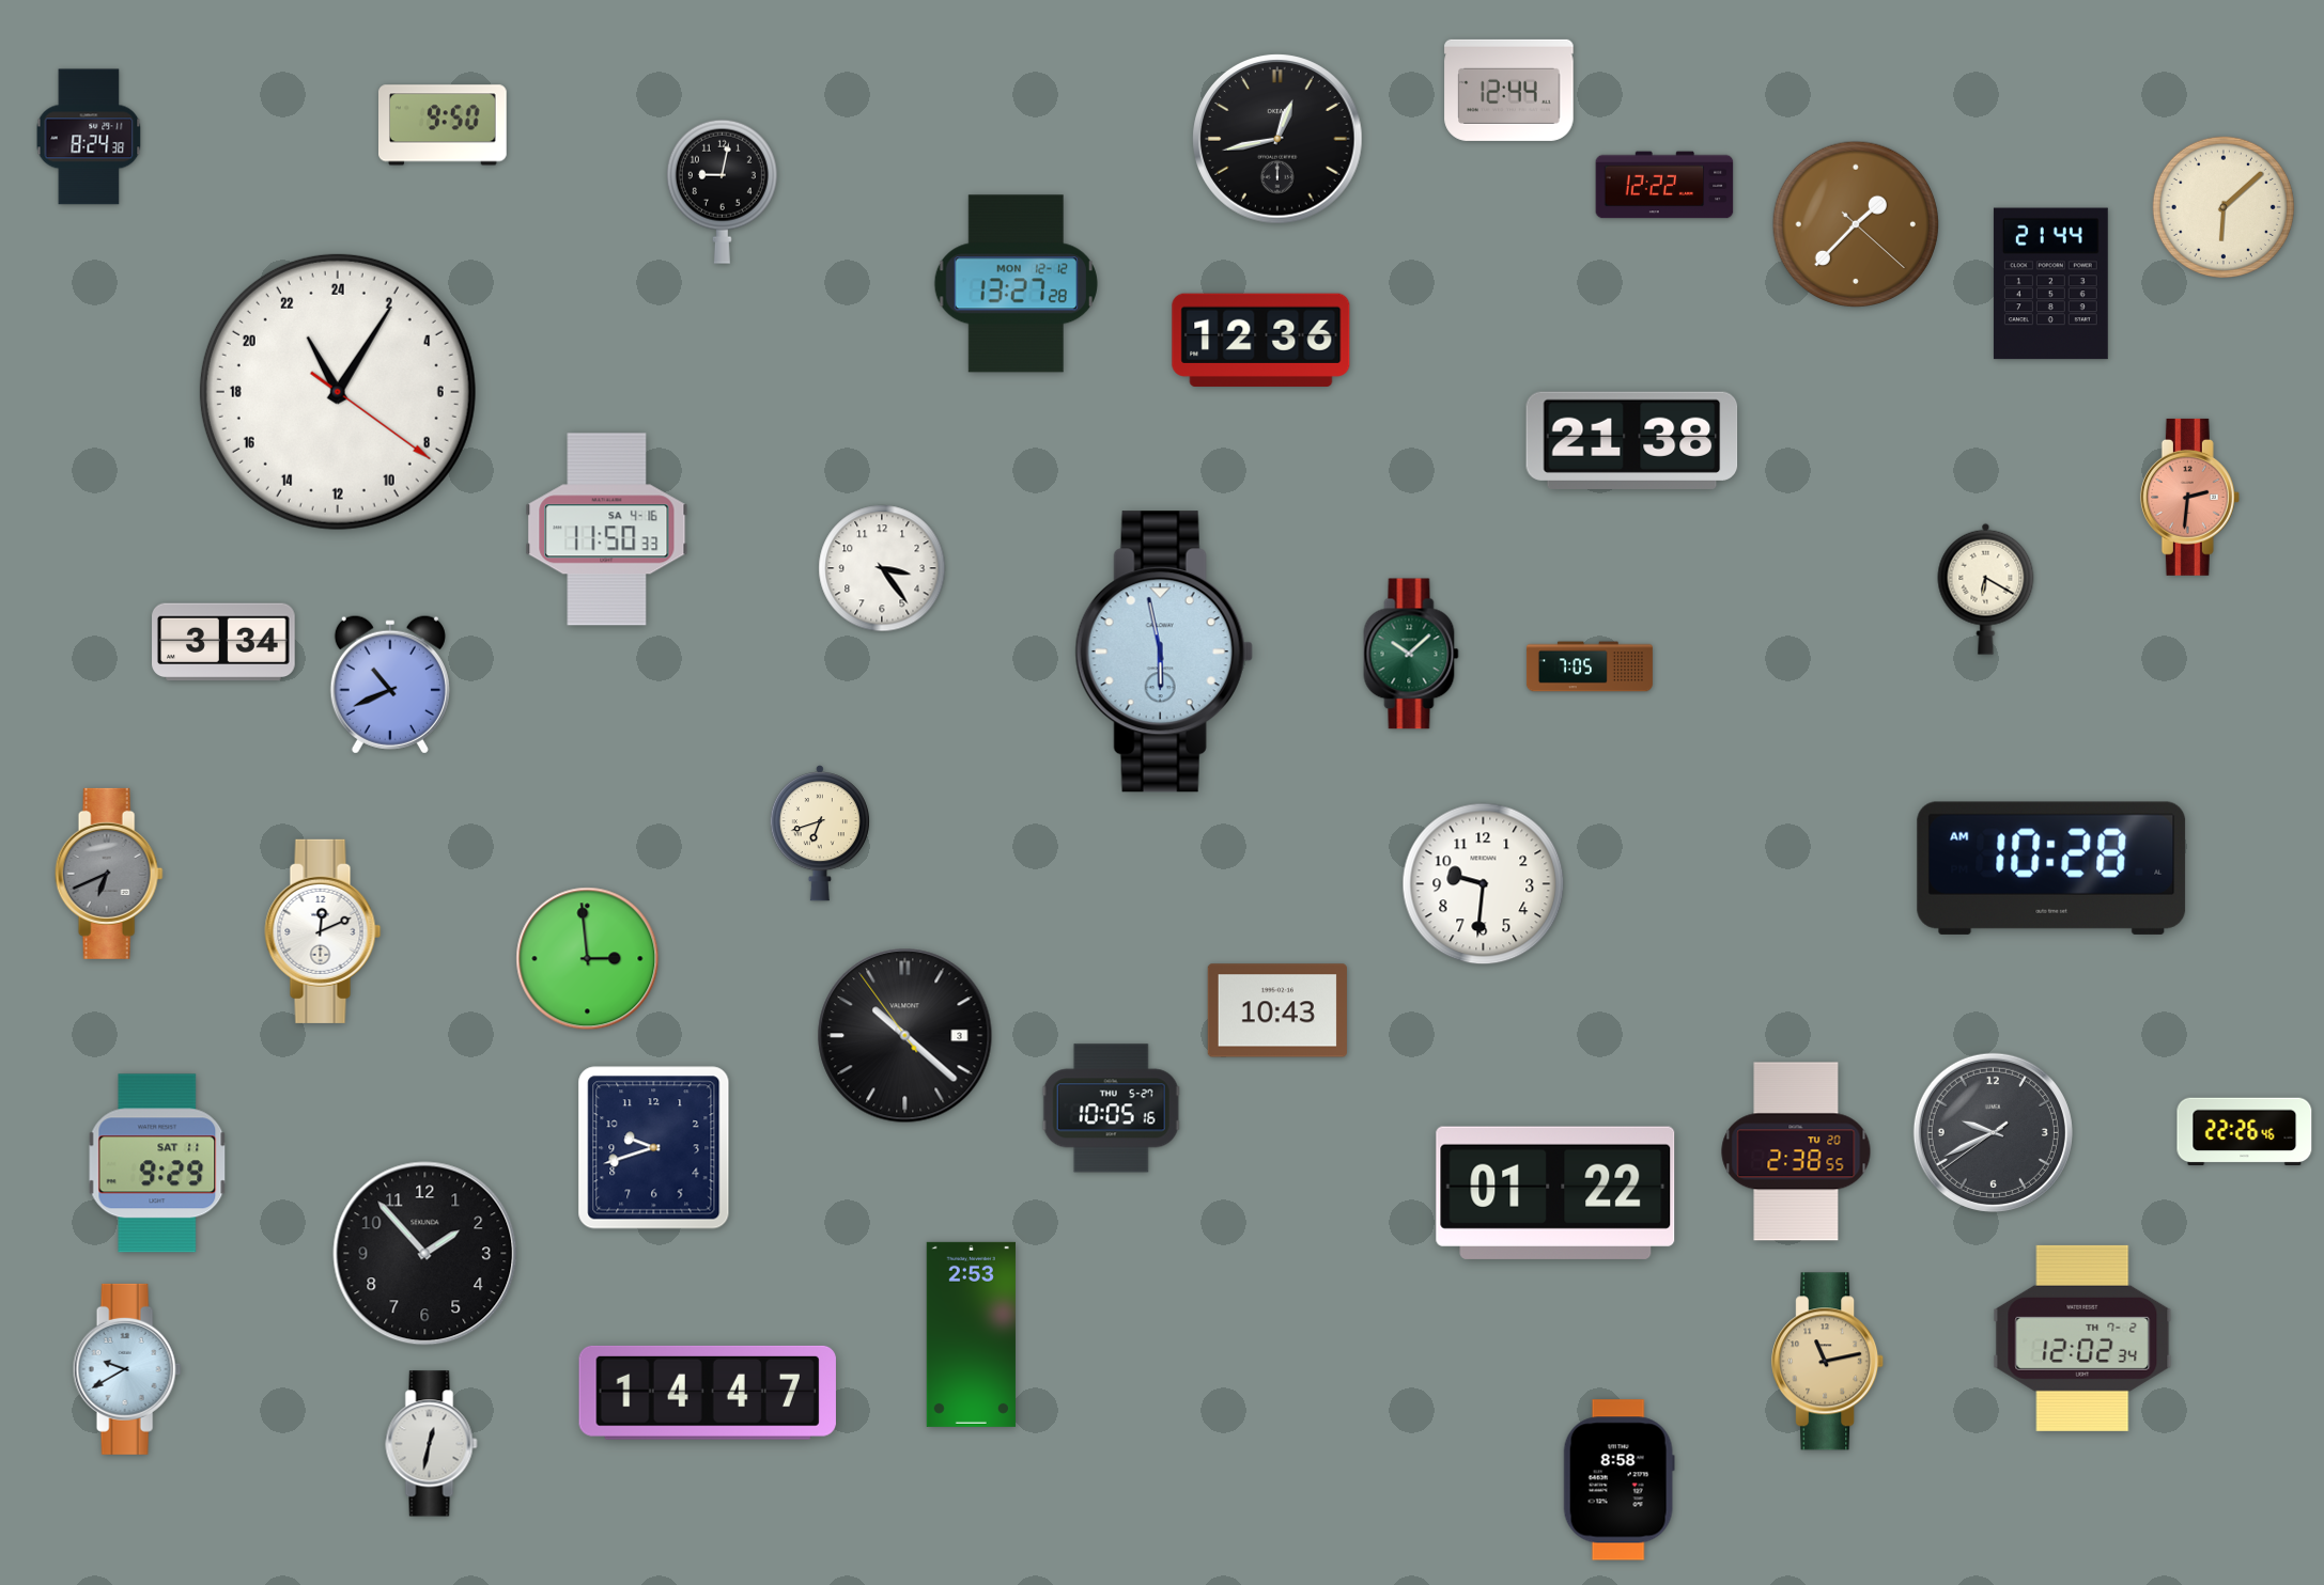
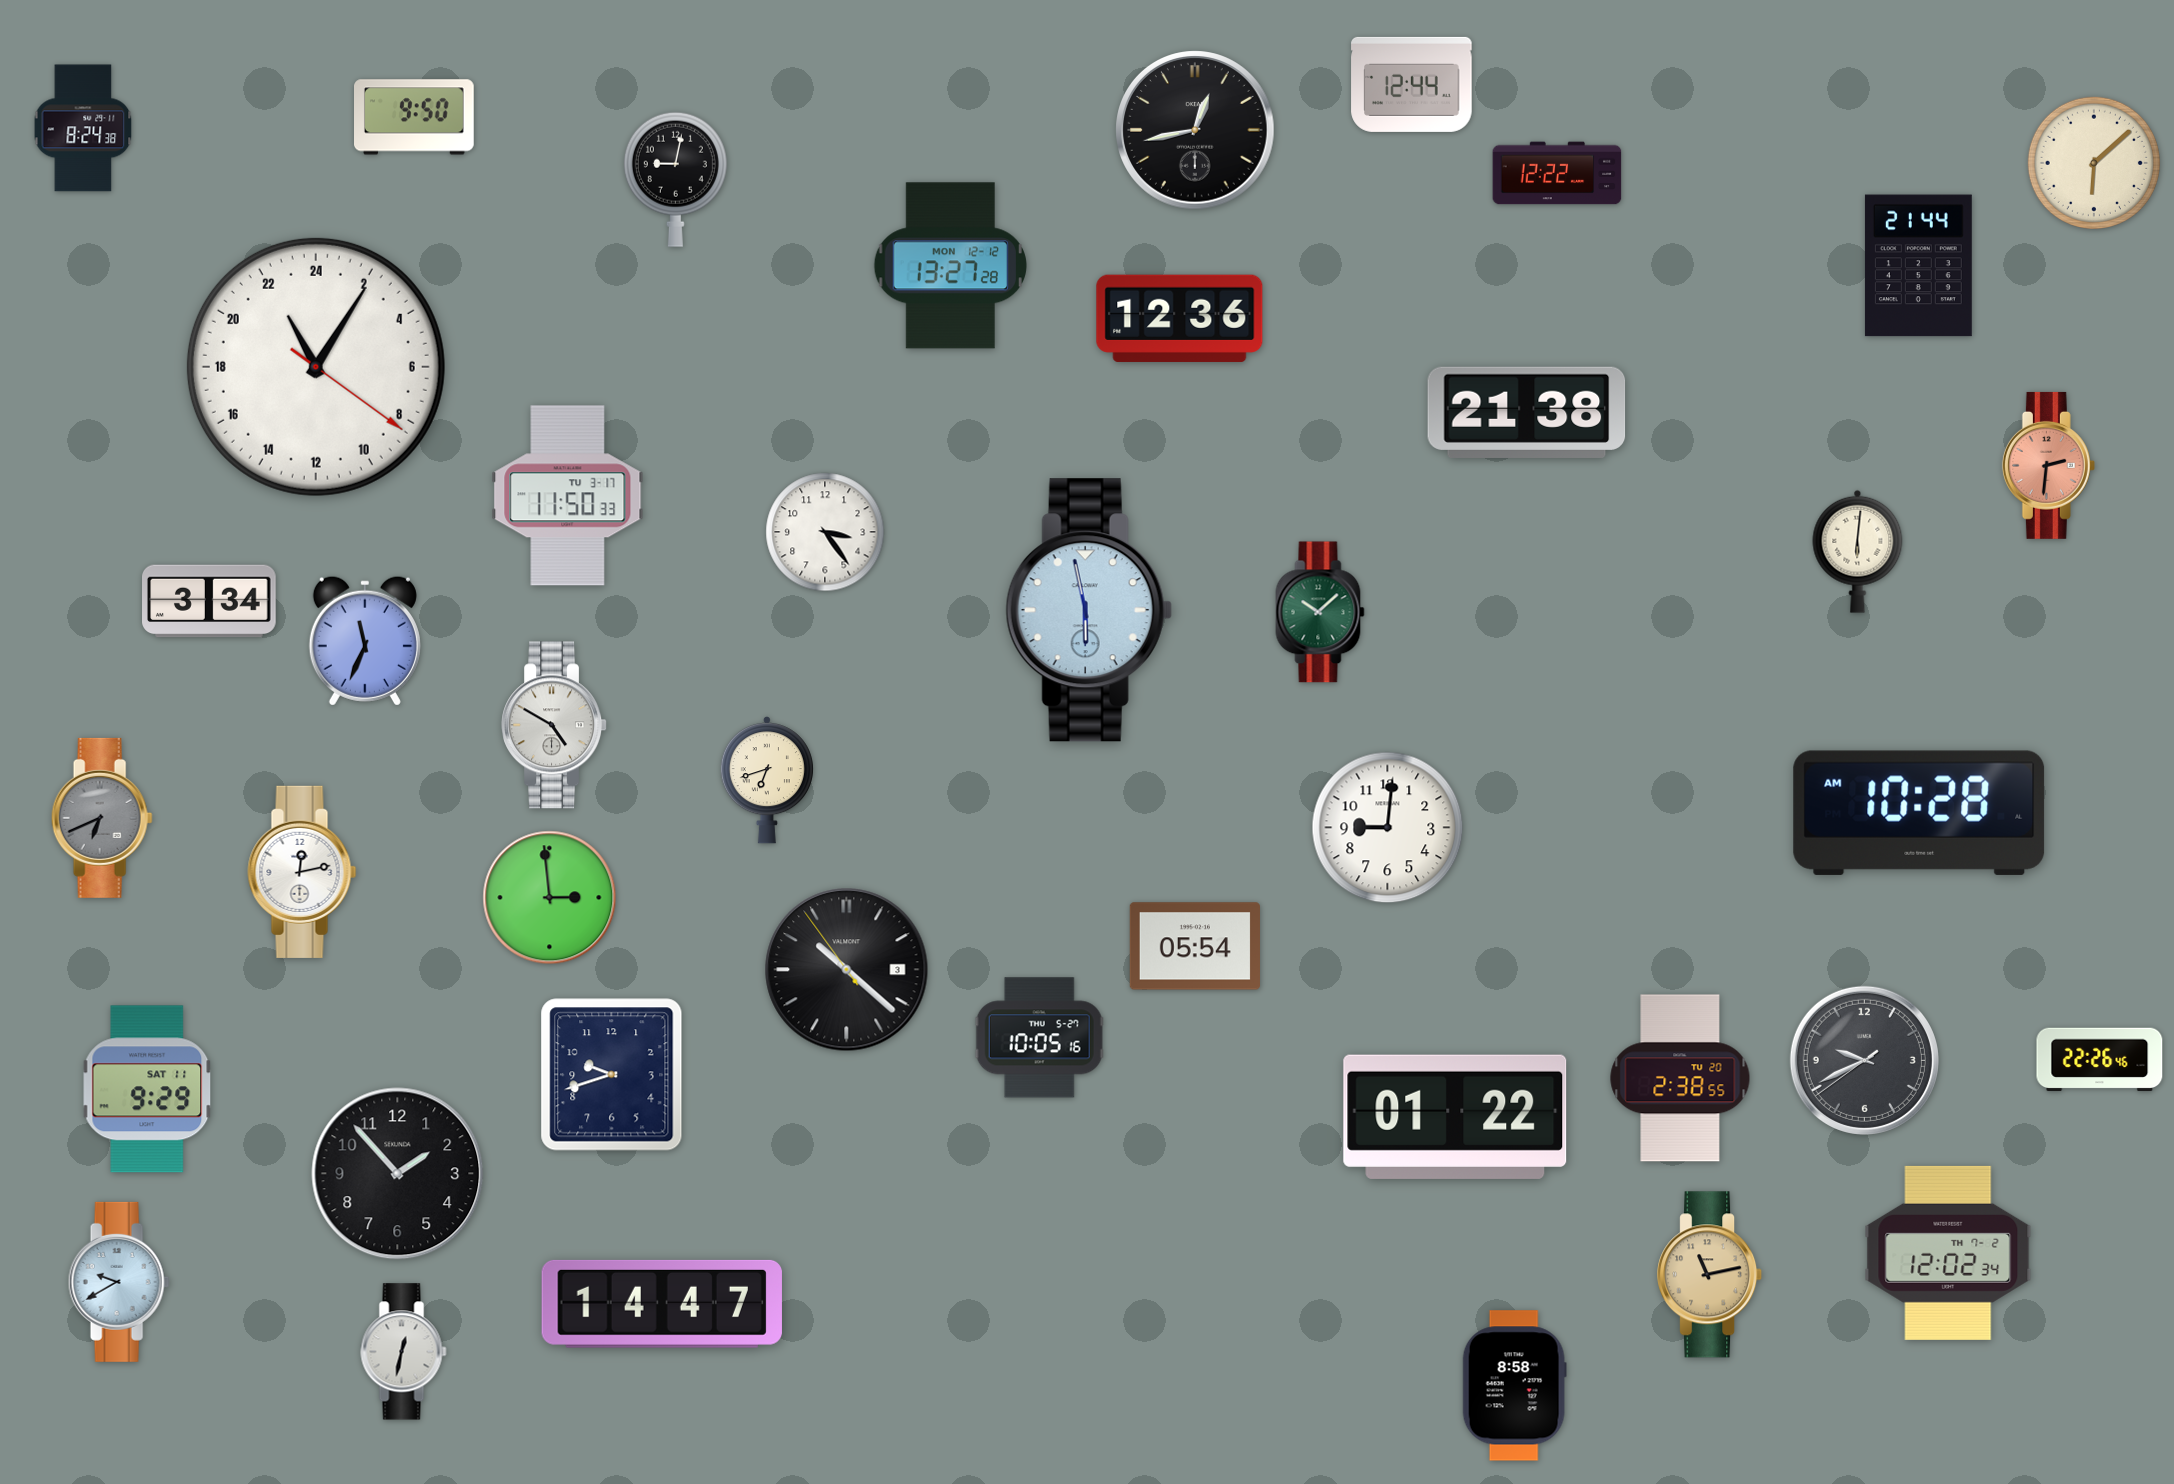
clock at (2224, 207) position: (2224, 207) -> (2094, 163)
clock at (1855, 223): 1:37 -> none
clock at (607, 530) date: SA 4-16 -> TU 3-17
clock at (1986, 589): 6:20 -> 6:01
clock at (1590, 666): 7:05 -> none
clock at (390, 685): 10:41 -> 11:34
clock at (555, 725): none -> 4:50
clock at (1484, 884): 9:31 -> 9:01
clock at (323, 931): 12:11 -> 12:13
clock at (1277, 1010): 10:43 -> 05:54
clock at (971, 1334): 2:53 -> none
